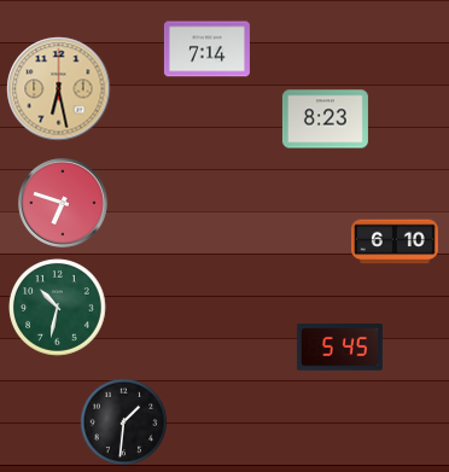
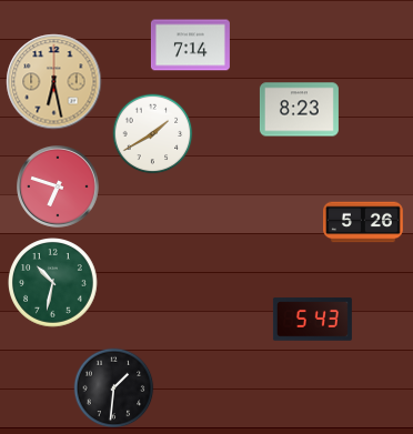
clock at (153, 134): none -> 1:40
clock at (396, 241): 6:10 -> 5:26
clock at (339, 348): 5:45 -> 5:43
